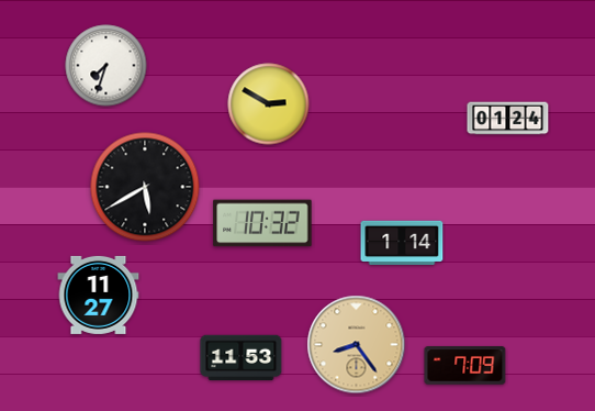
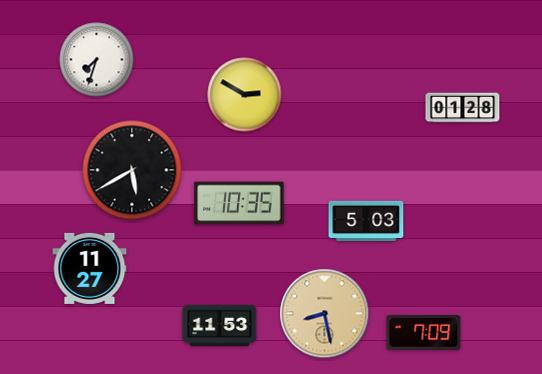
clock at (508, 119): 01:24 -> 01:28
clock at (262, 223): 10:32 -> 10:35
clock at (402, 242): 1:14 -> 5:03
clock at (357, 345): 8:24 -> 8:28
